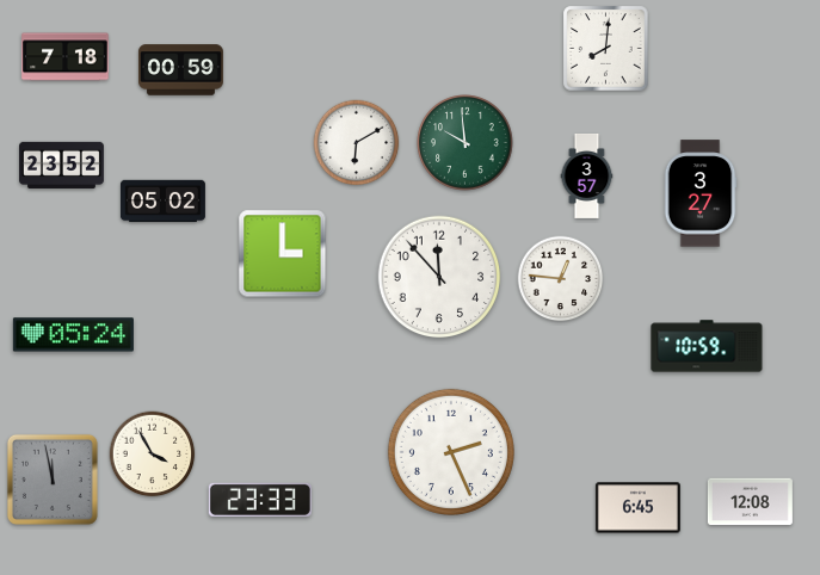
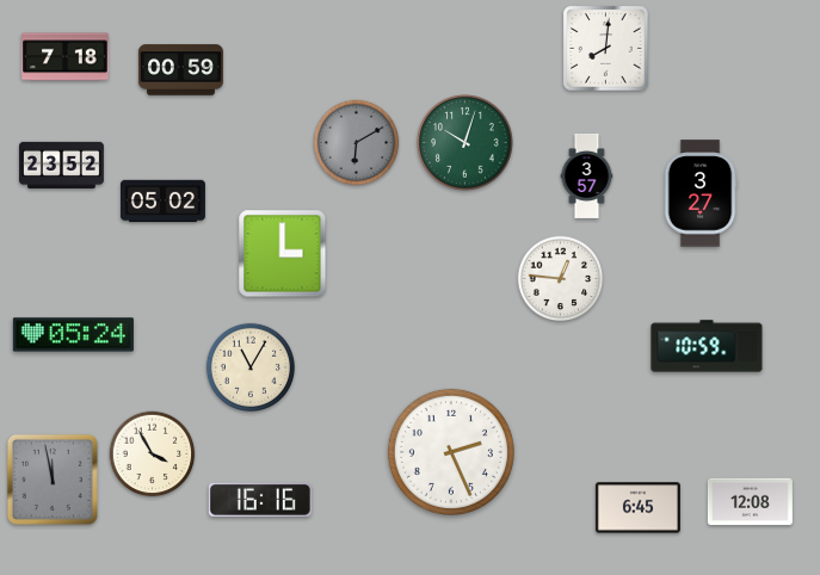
clock at (357, 143) dial: white -> grey
clock at (466, 143): 9:59 -> 10:03
clock at (439, 277): 11:53 -> none
clock at (249, 366): none -> 11:05
clock at (260, 500): 23:33 -> 16:16
